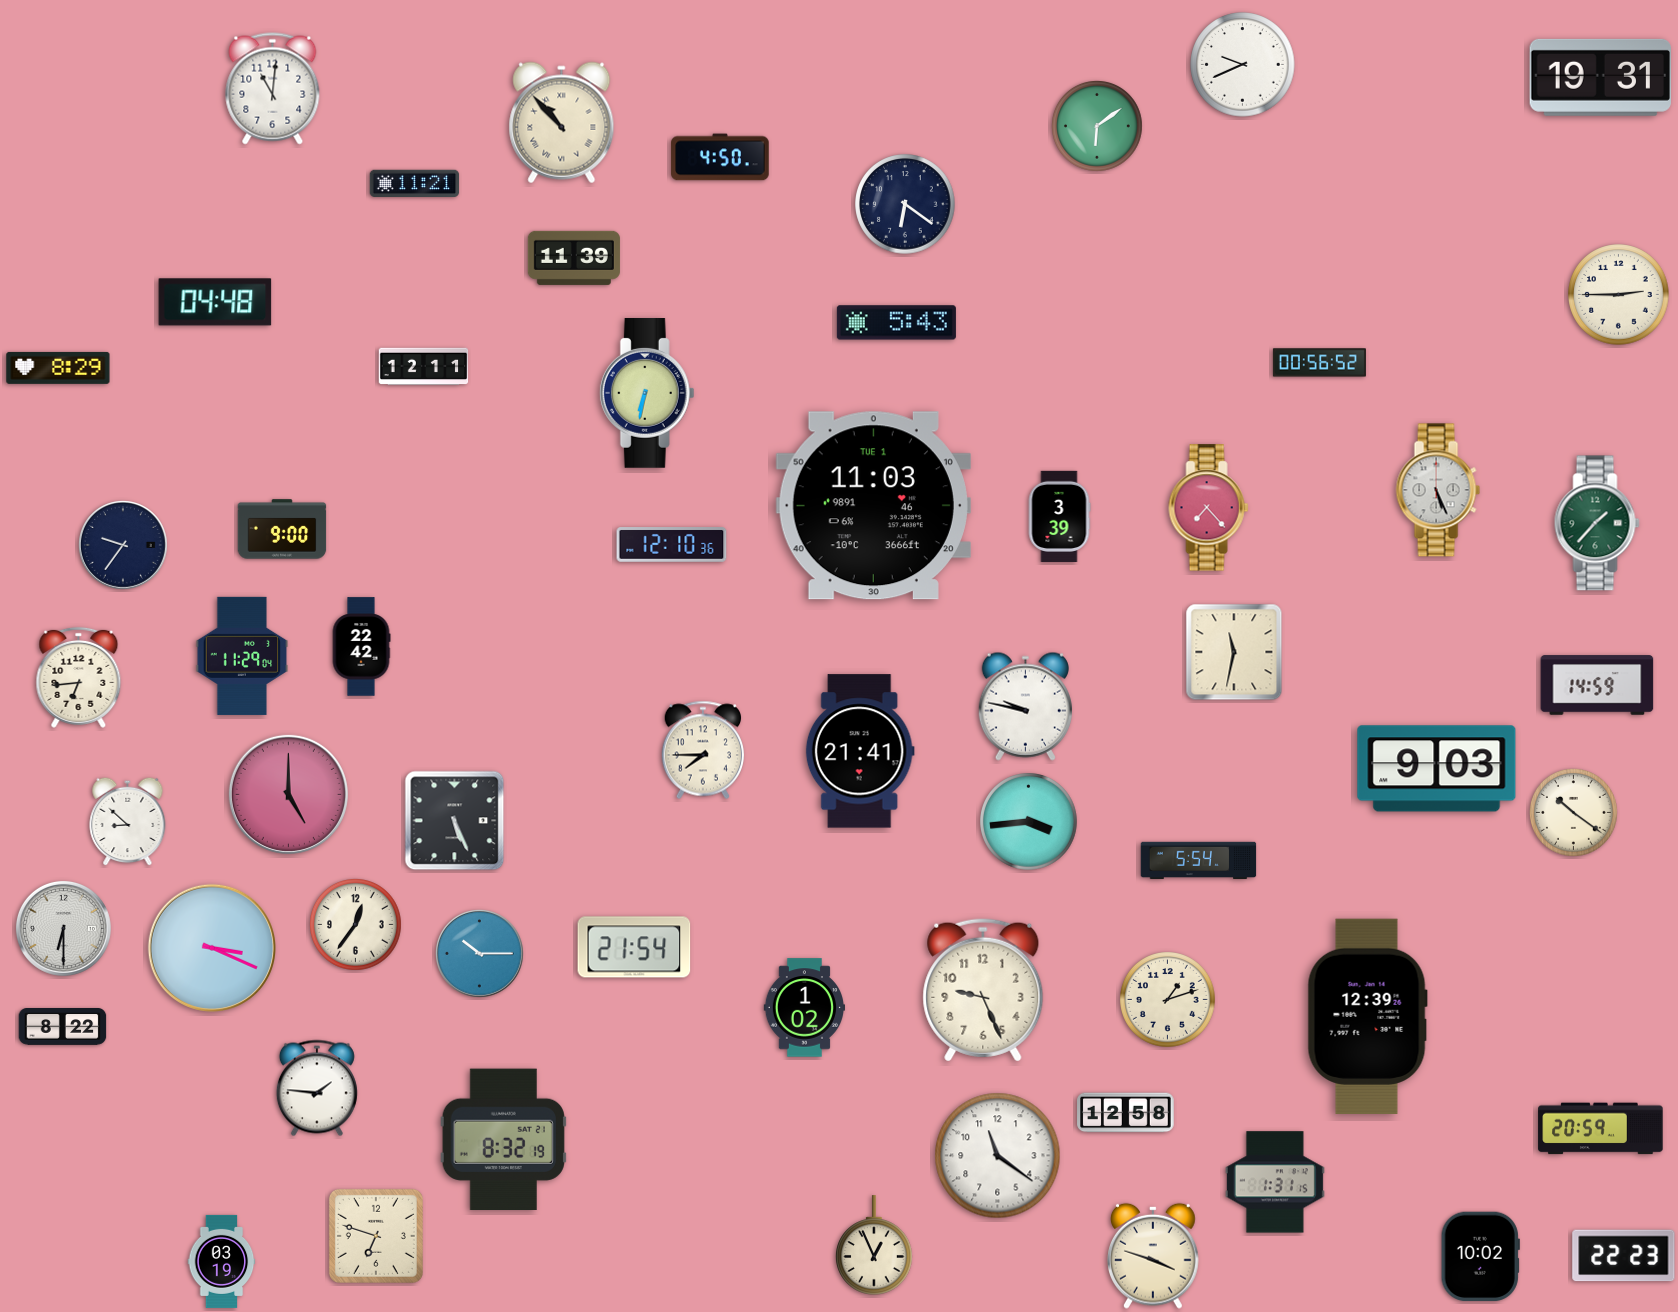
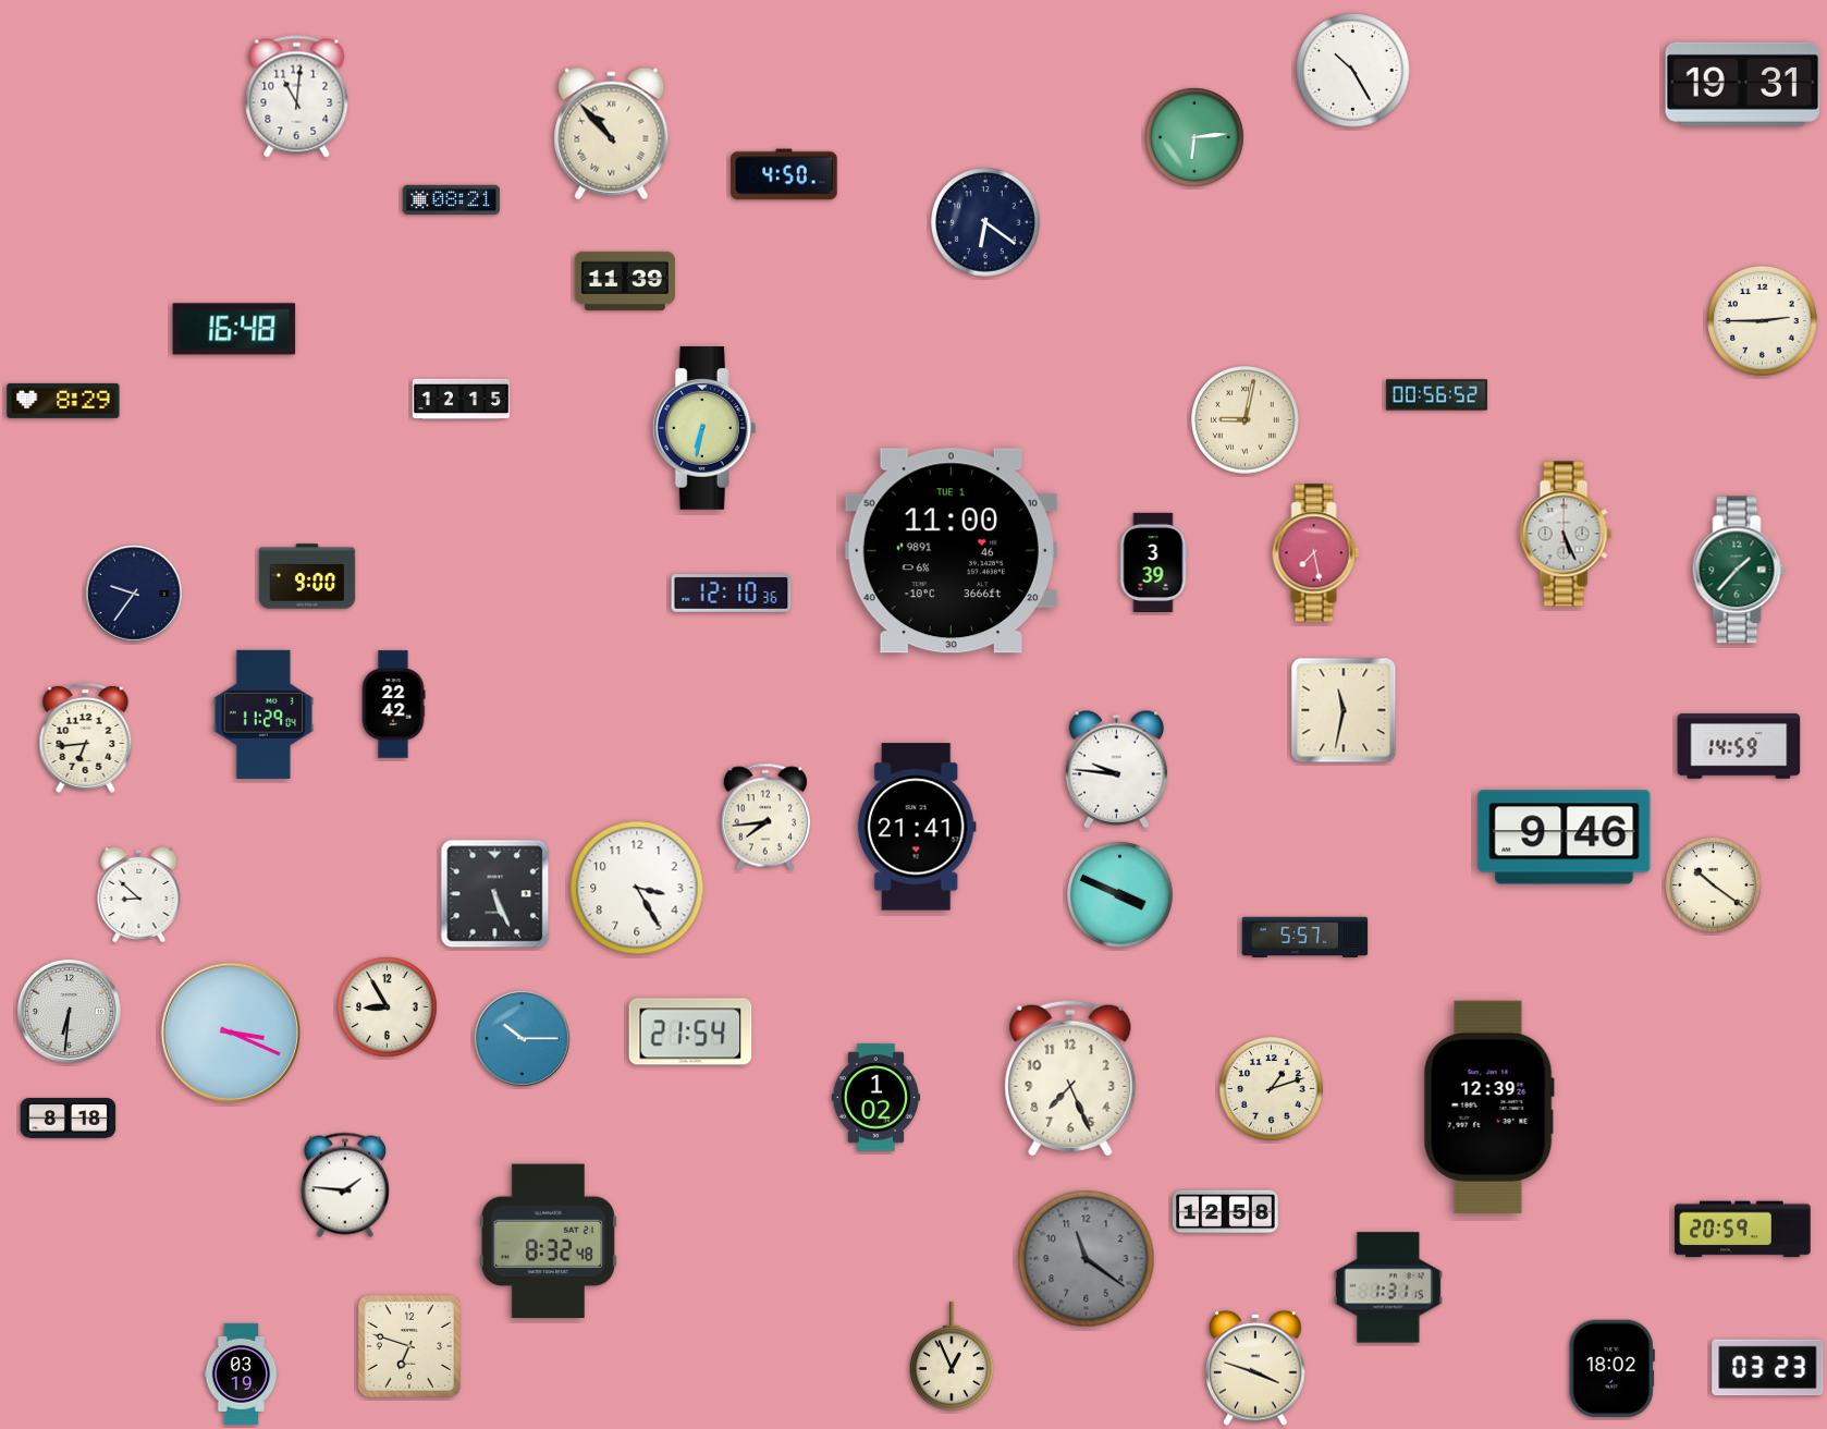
clock at (1243, 65): 9:41 -> 10:25
clock at (1098, 127): 6:09 -> 6:14
clock at (720, 157) position: (720, 157) -> (784, 174)
clock at (415, 184): 11:21 -> 08:21
clock at (215, 302): 04:48 -> 16:48
clock at (896, 323): 5:43 -> none
clock at (424, 367): 12:11 -> 12:15
clock at (1246, 420): none -> 9:02
clock at (873, 506): 11:03 -> 11:00
clock at (1209, 508): 7:23 -> 7:28
clock at (1025, 706): 9:47 -> 9:46
clock at (702, 750): 7:45 -> 7:44
clock at (860, 751) position: (860, 751) -> (917, 827)
clock at (1437, 769): 9:03 -> 9:46
clock at (288, 794): 5:00 -> none
clock at (637, 888): none -> 3:25
clock at (1029, 822): 3:44 -> 3:49
clock at (1199, 861): 5:54 -> 5:57
clock at (356, 925): 12:36 -> 8:55
clock at (63, 928): 6:30 -> 6:31
clock at (983, 990): 9:26 -> 7:26
clock at (63, 1027): 8:22 -> 8:18
clock at (503, 1139): 8:32:19 -> 8:32:48
clock at (998, 1156) dial: white -> grey
clock at (1624, 1256): 22:23 -> 03:23
clock at (1480, 1257): 10:02 -> 18:02
